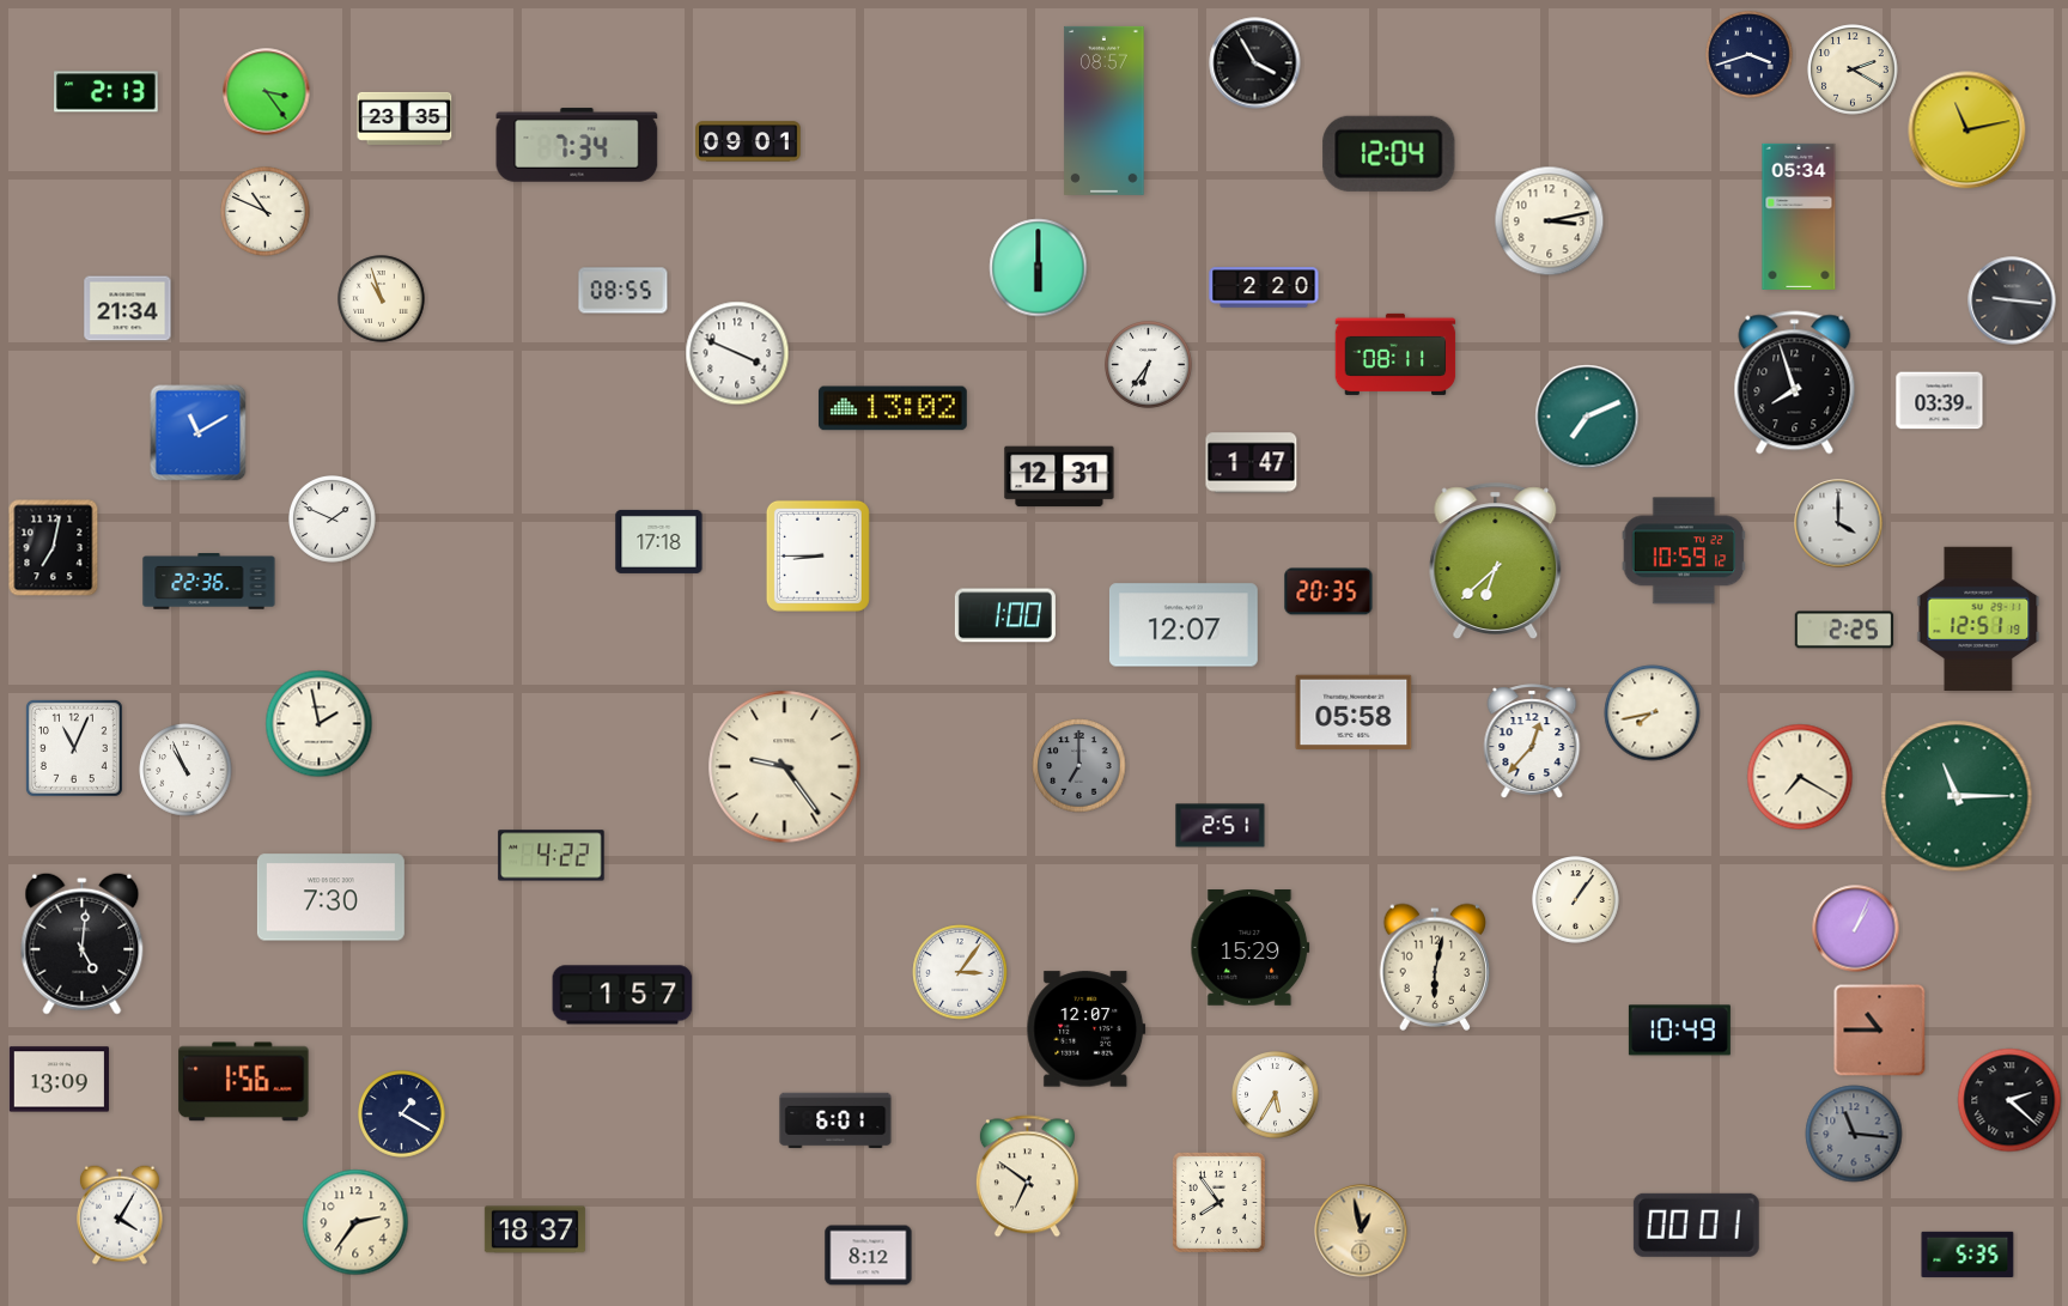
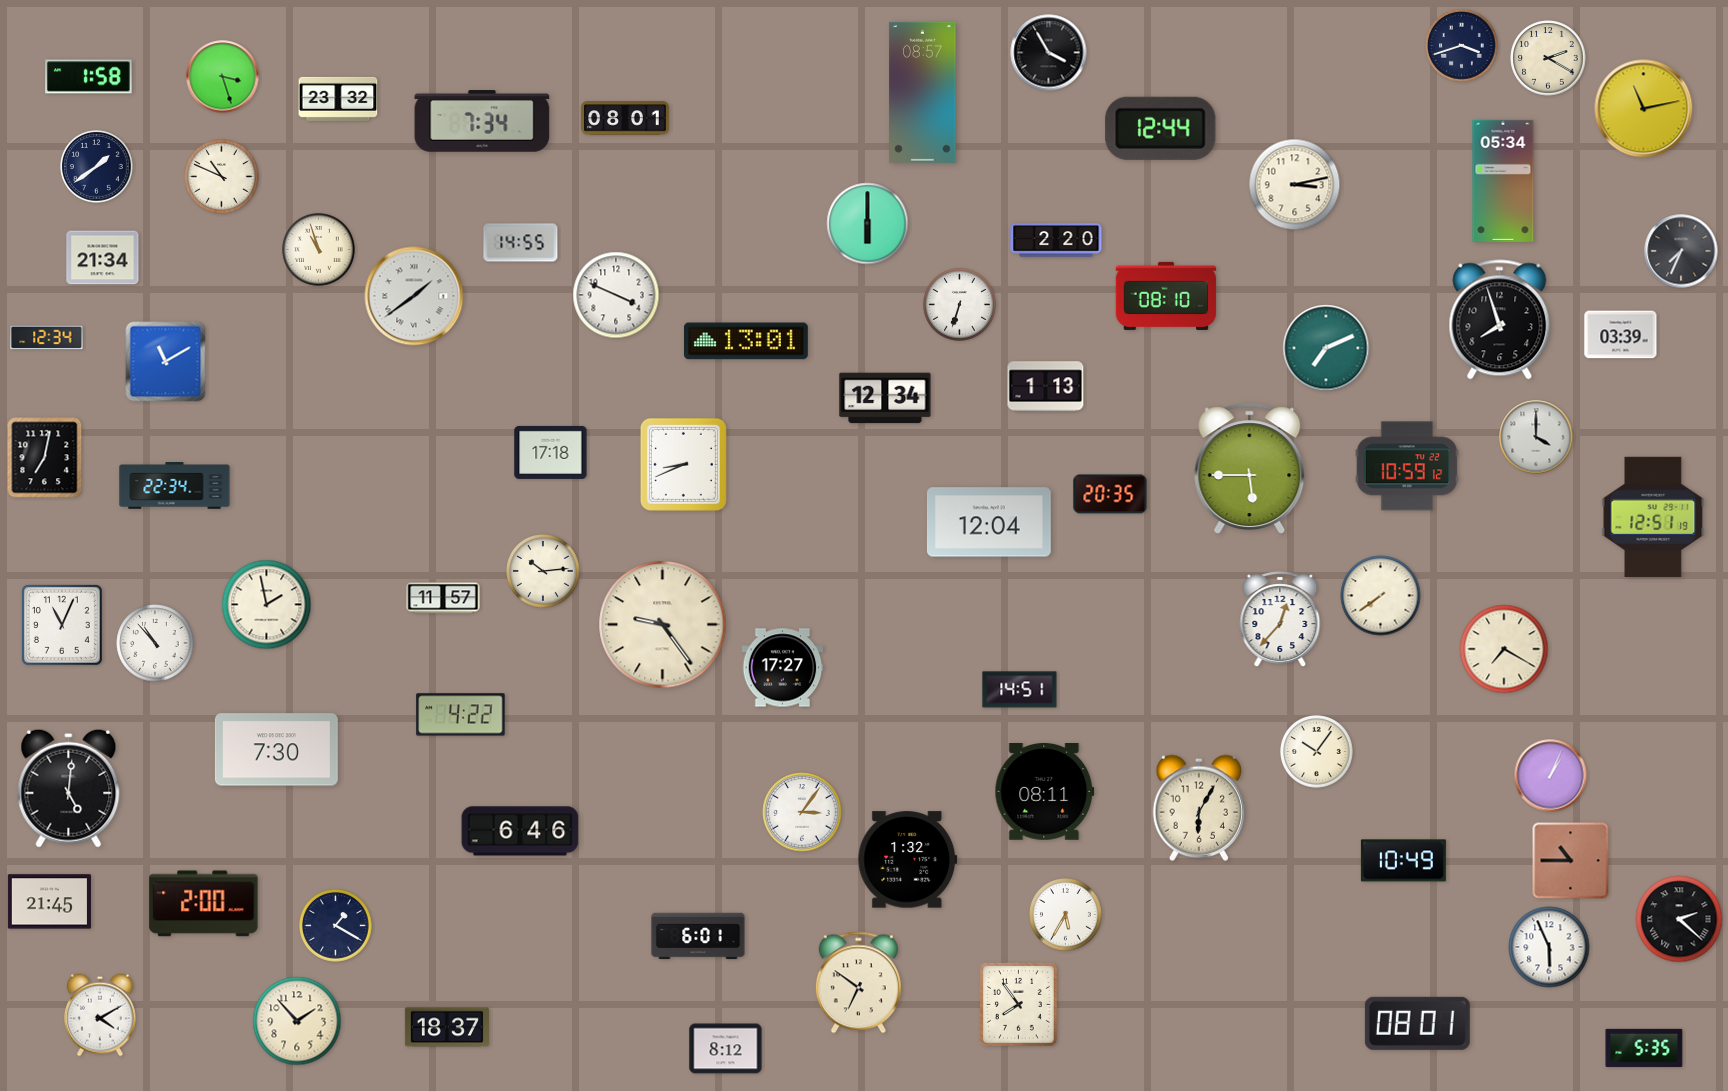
clock at (107, 92): 2:13 -> 1:58
clock at (267, 92): 3:24 -> 3:27
clock at (405, 119): 23:35 -> 23:32
clock at (748, 141): 09:01 -> 08:01
clock at (1389, 153): 12:04 -> 12:44
clock at (97, 167): none -> 1:39
clock at (624, 291): 08:55 -> 14:55
clock at (2012, 300): 9:16 -> 7:34
clock at (128, 309) position: (128, 309) -> (103, 258)
clock at (414, 296): none -> 1:39
clock at (1395, 354): 08:11 -> 08:10
clock at (1149, 365): 6:36 -> 6:33
clock at (47, 338): none -> 12:34
clock at (893, 408): 13:02 -> 13:01
clock at (1252, 463): 1:47 -> 1:13
clock at (1059, 476): 12:31 -> 12:34
clock at (333, 520): 1:49 -> none
clock at (1684, 551) position: (1684, 551) -> (1407, 466)
clock at (817, 555): 8:45 -> 8:41
clock at (1496, 560): 6:38 -> 5:45
clock at (209, 582): 22:36 -> 22:34
clock at (1005, 615): 1:00 -> none
clock at (1184, 625): 12:07 -> 12:04
clock at (1844, 630): 2:25 -> none
clock at (543, 571): none -> 10:14
clock at (1354, 712): 05:58 -> none
clock at (1653, 713): 7:43 -> 7:39
clock at (443, 598): none -> 11:57
clock at (1079, 766): 7:00 -> none
clock at (785, 767) position: (785, 767) -> (663, 625)
clock at (185, 770): 10:56 -> 10:53
clock at (1957, 796): 11:15 -> none
clock at (783, 668): none -> 17:27
clock at (1221, 826): 2:51 -> 14:51
clock at (1576, 900): 1:06 -> 10:06
clock at (1251, 948): 15:29 -> 08:11
clock at (1435, 967): 6:02 -> 6:05
clock at (622, 995): 1:57 -> 6:46
clock at (1087, 1029): 12:07 -> 1:32
clock at (59, 1080): 13:09 -> 21:45
clock at (244, 1082): 1:56 -> 2:00
clock at (402, 1114) position: (402, 1114) -> (336, 926)
clock at (1854, 1134): 11:16 -> 5:56
clock at (1854, 1134) dial: grey -> white
clock at (121, 1215): 4:05 -> 4:10
clock at (355, 1222): 2:36 -> 1:53
clock at (1696, 1225): 00:01 -> 08:01
clock at (1361, 1231): 12:58 -> none
